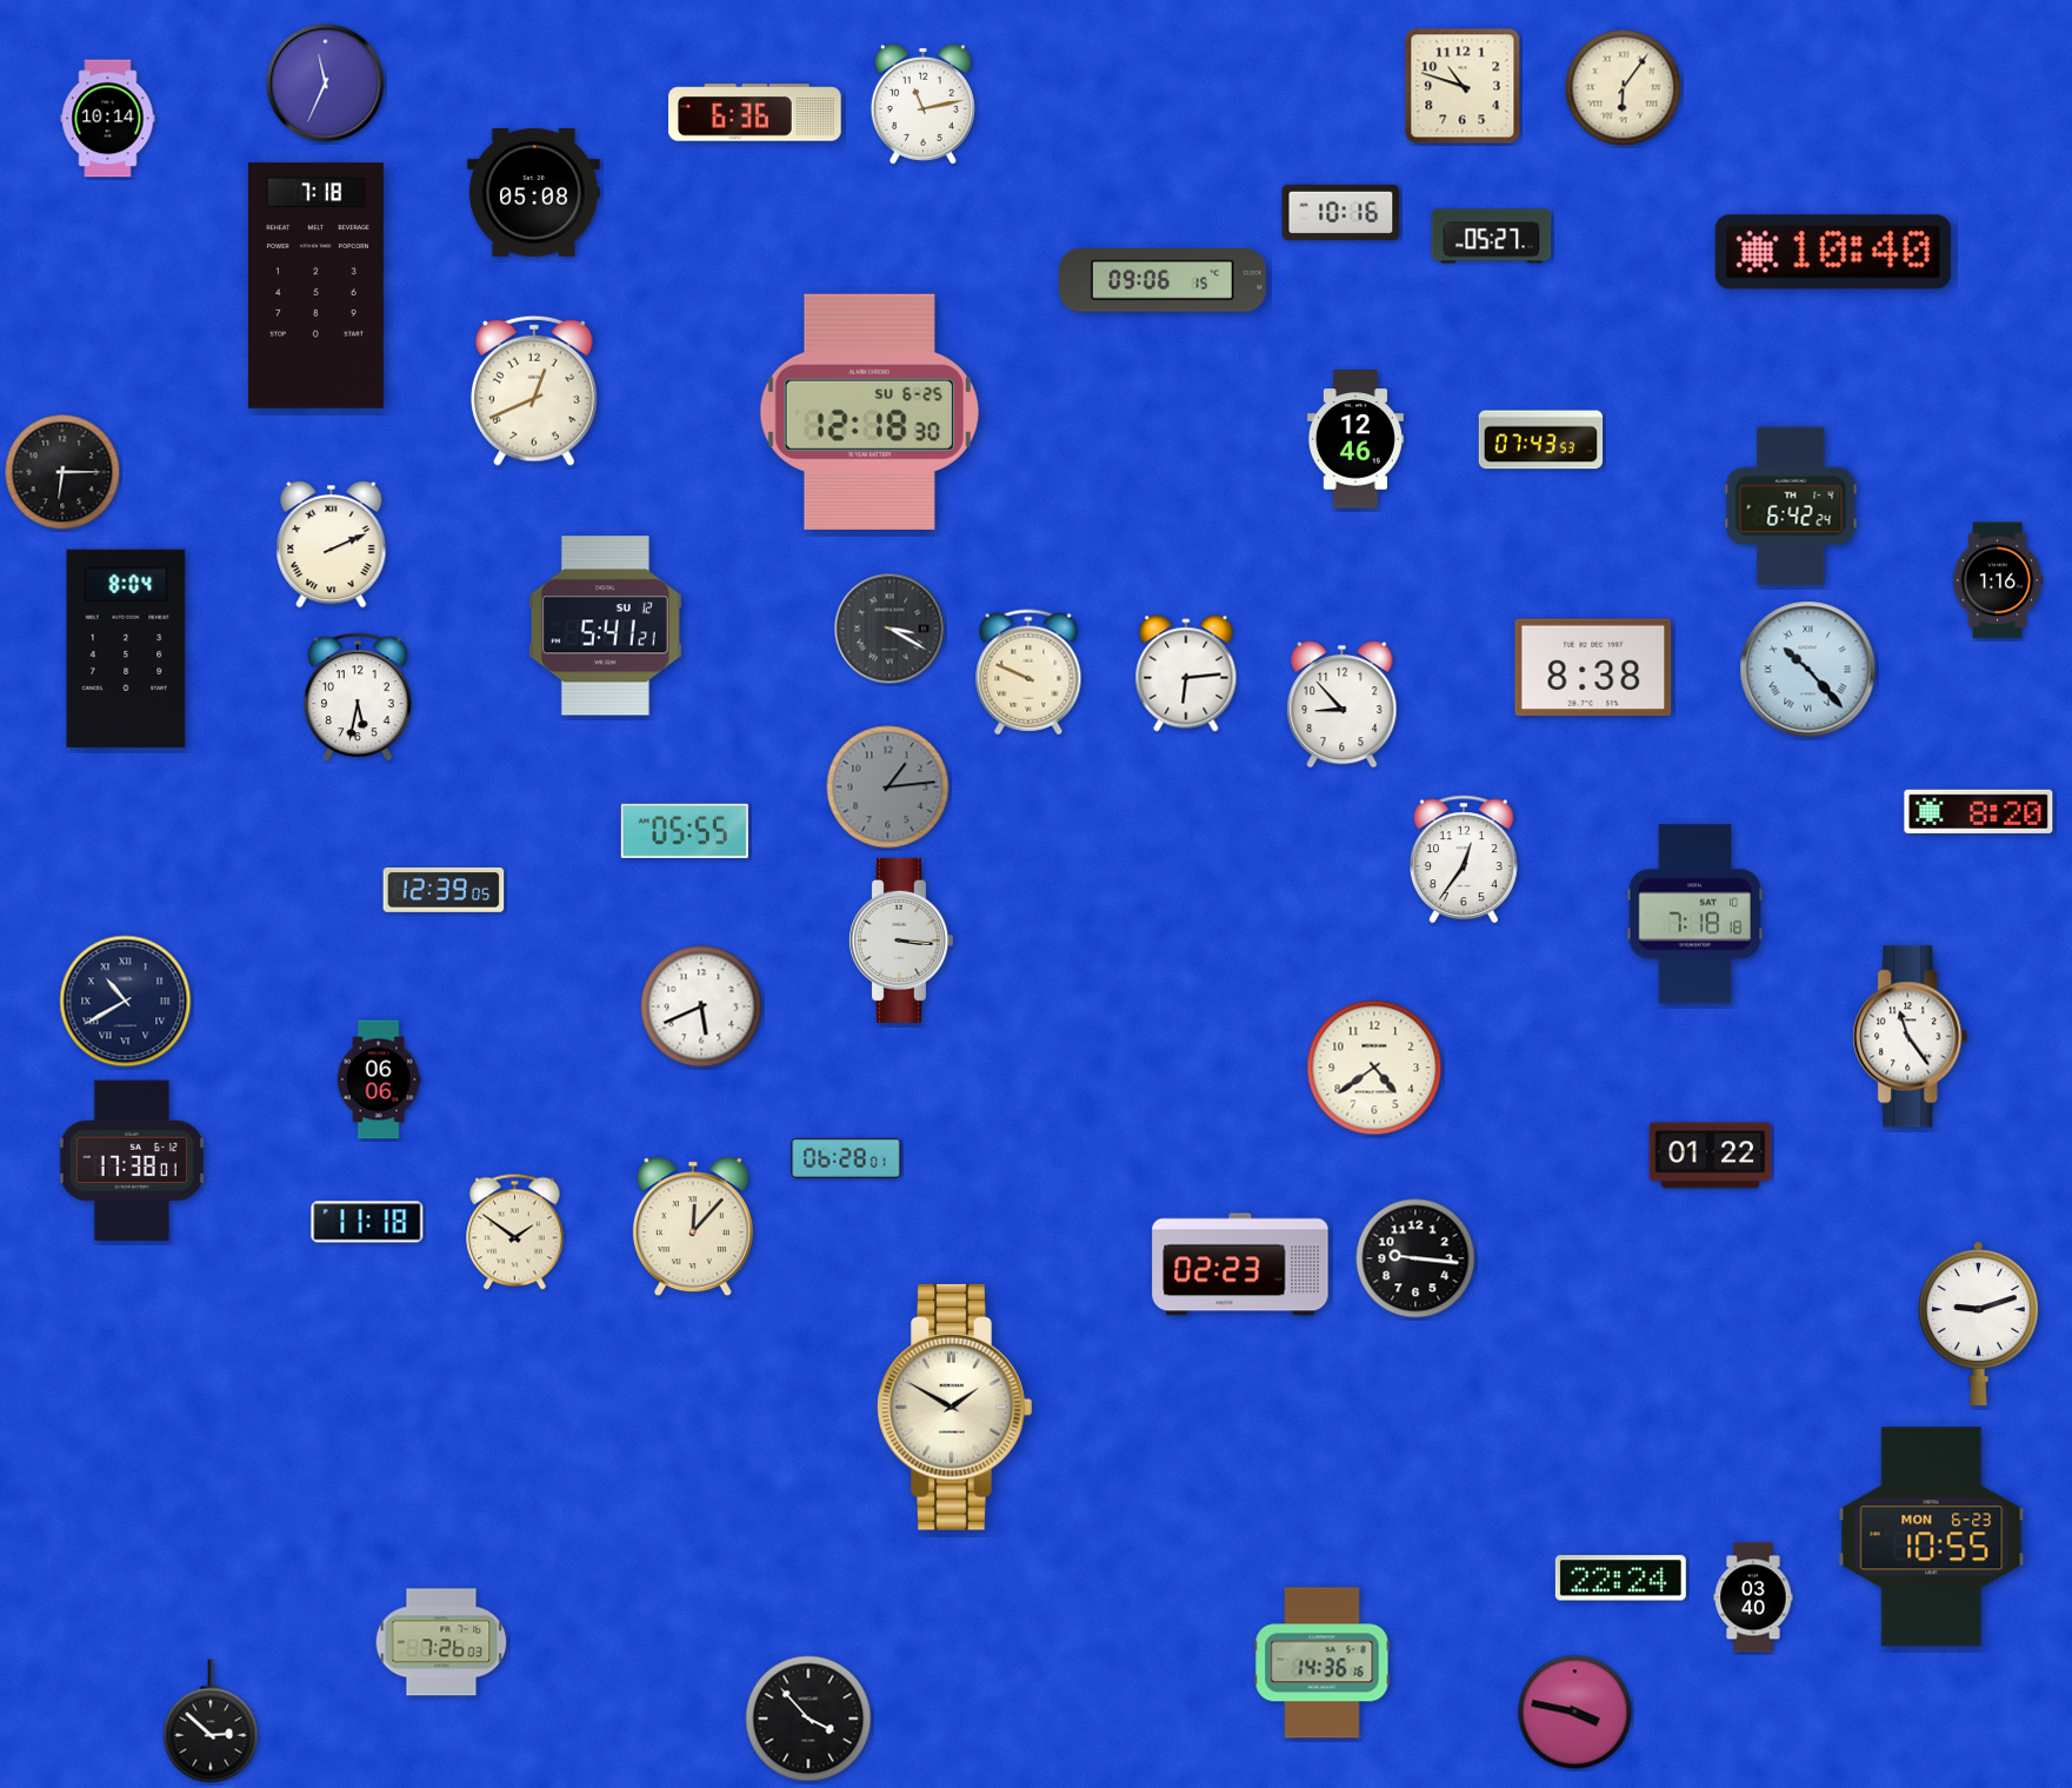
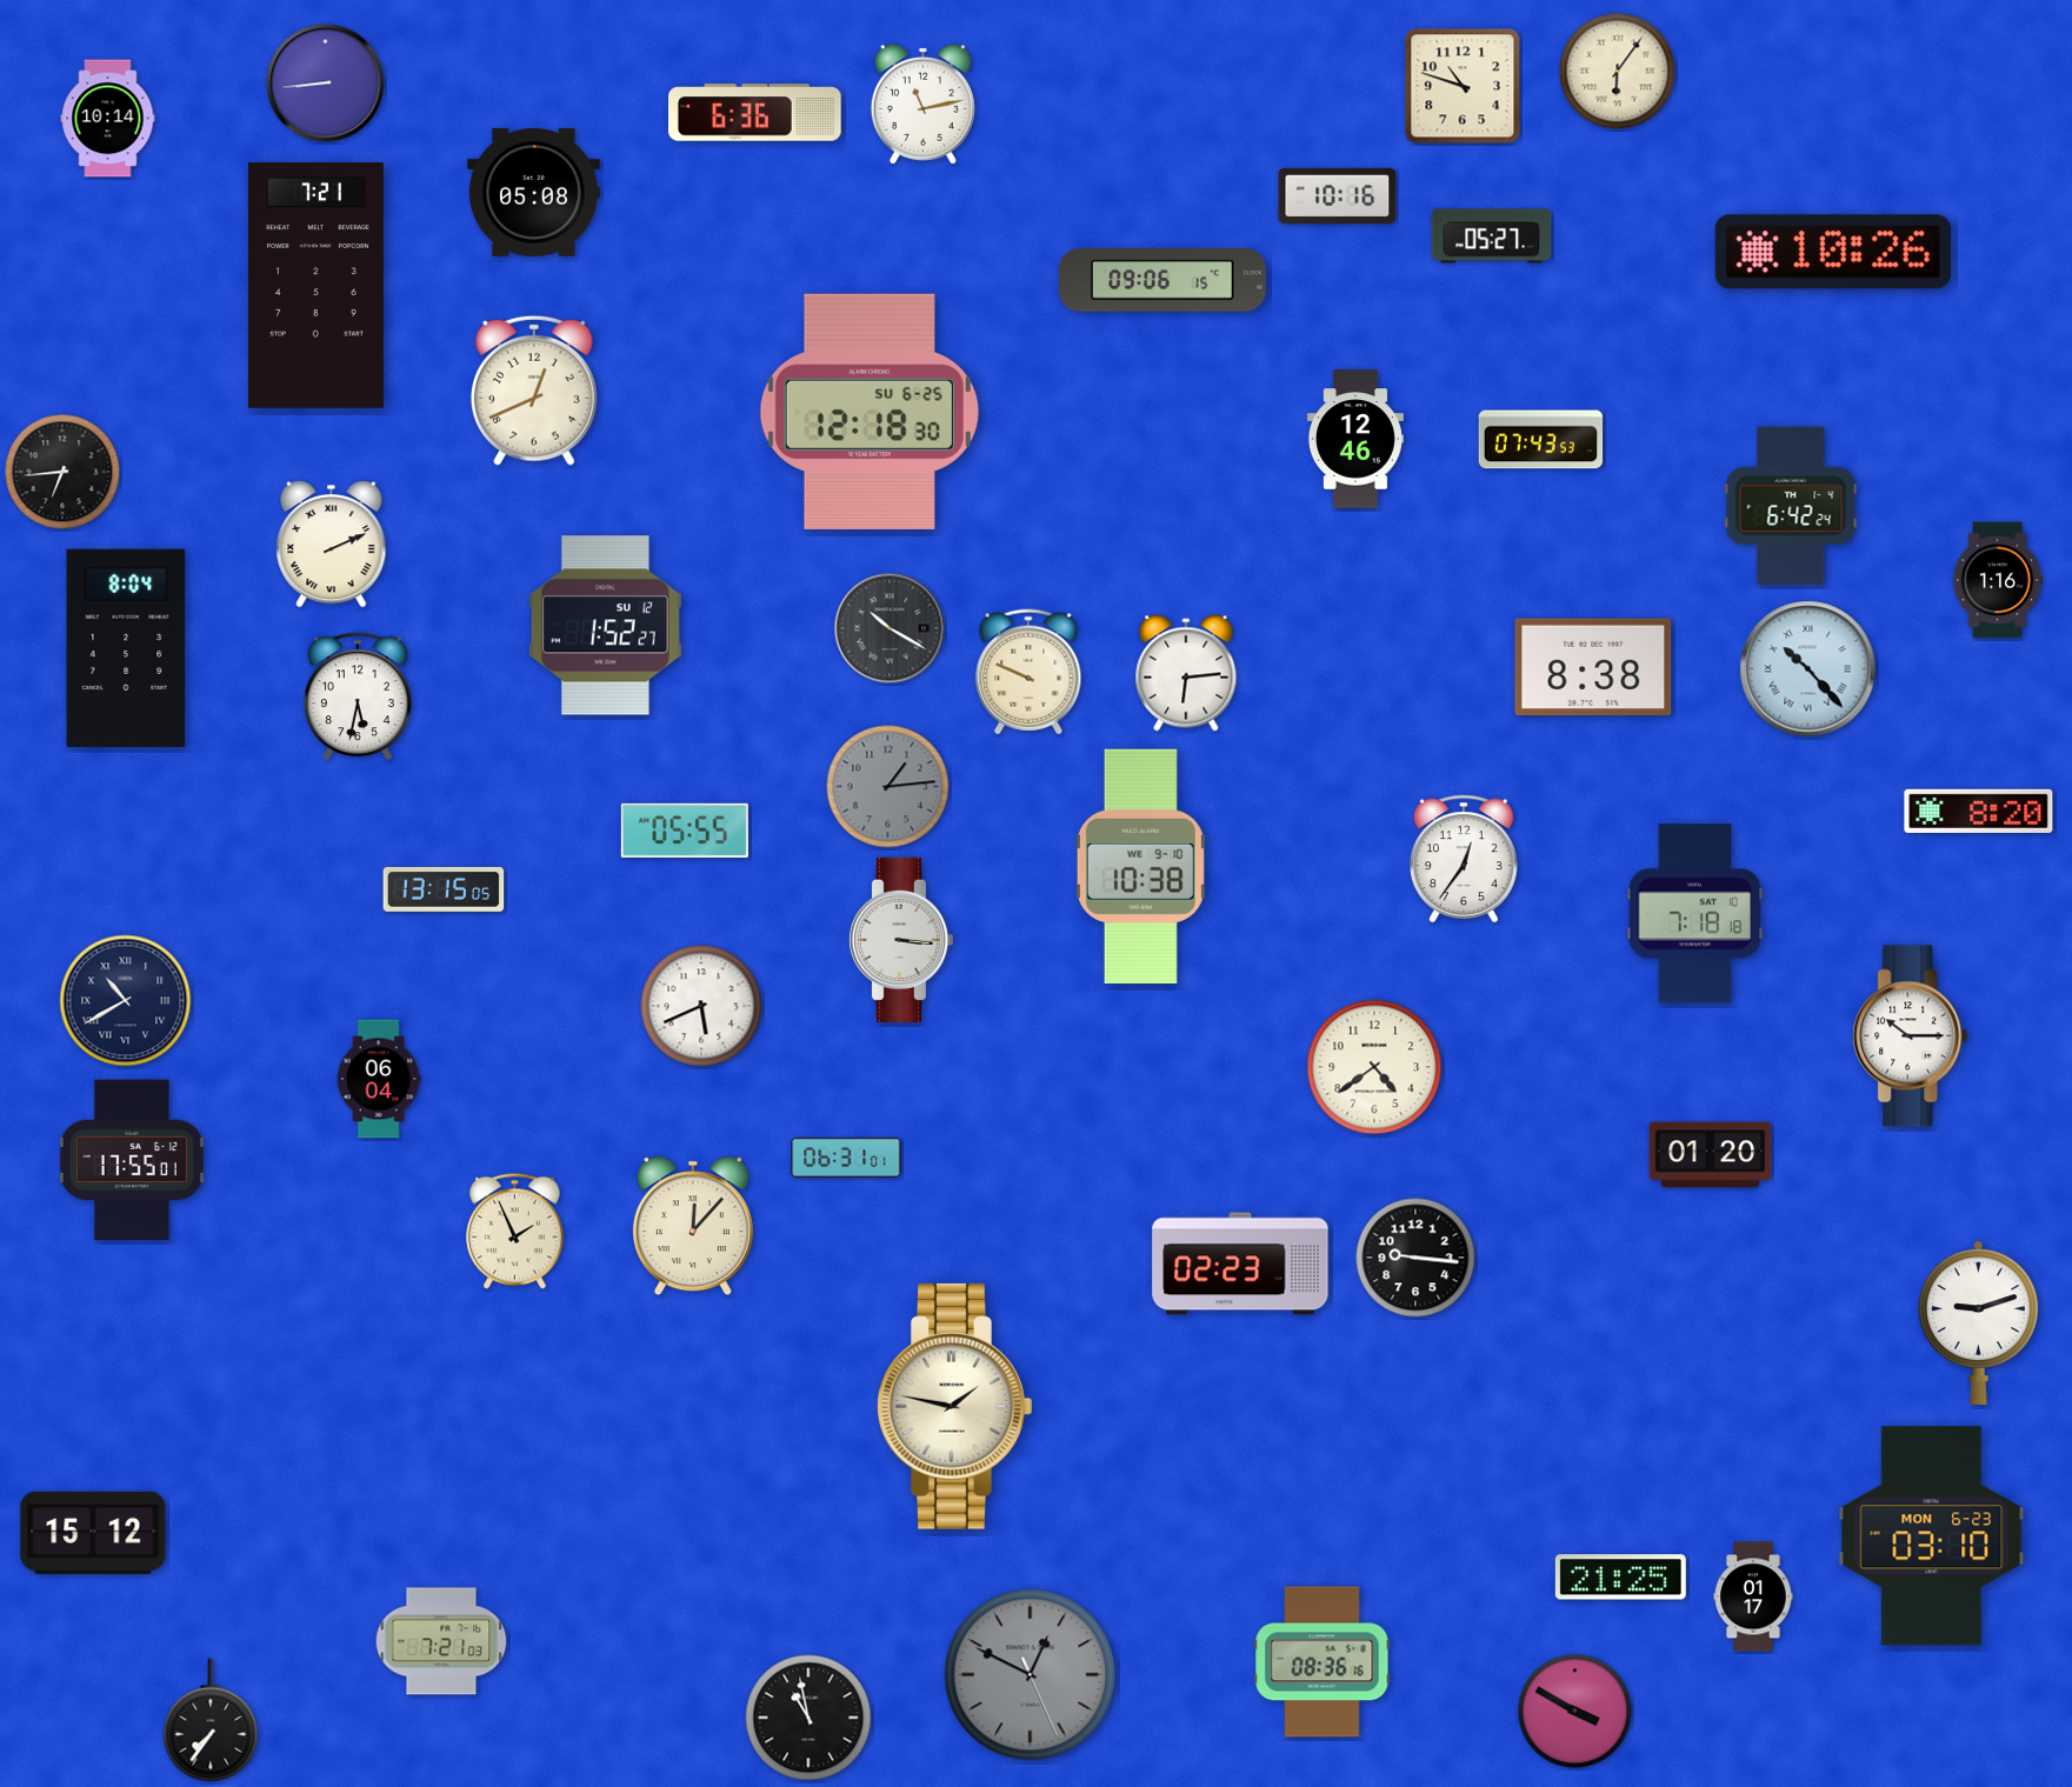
clock at (326, 84): 11:34 -> 8:44
clock at (1624, 88) position: (1624, 88) -> (1618, 72)
clock at (1341, 212) position: (1341, 212) -> (1338, 195)
clock at (1833, 252): 10:40 -> 10:26
clock at (315, 286): 7:18 -> 7:21
clock at (62, 472): 6:15 -> 6:44
clock at (605, 626): 5:41 -> 1:52
clock at (890, 629): 3:20 -> 10:20
clock at (1343, 705): 8:53 -> none
clock at (1140, 866): none -> 10:38
clock at (444, 890): 12:39 -> 13:15
clock at (1911, 1037): 11:24 -> 10:15
clock at (379, 1079): 06:06 -> 06:04
clock at (1711, 1156): 01:22 -> 01:20
clock at (846, 1158): 06:28 -> 06:31
clock at (132, 1159): 17:38 -> 17:55
clock at (367, 1222): 11:18 -> none
clock at (515, 1232): 1:51 -> 1:56
clock at (955, 1407): 1:50 -> 1:47
clock at (93, 1533): none -> 15:12
clock at (1932, 1537): 10:55 -> 03:10
clock at (1620, 1578): 22:24 -> 21:25
clock at (1753, 1597): 03:40 -> 01:17
clock at (441, 1642): 7:26 -> 7:21
clock at (1323, 1663): 14:36 -> 08:36
clock at (1031, 1675): none -> 12:49
clock at (1575, 1713): 3:47 -> 3:50
clock at (808, 1719): 3:53 -> 10:58
clock at (211, 1721): 2:52 -> 7:36
